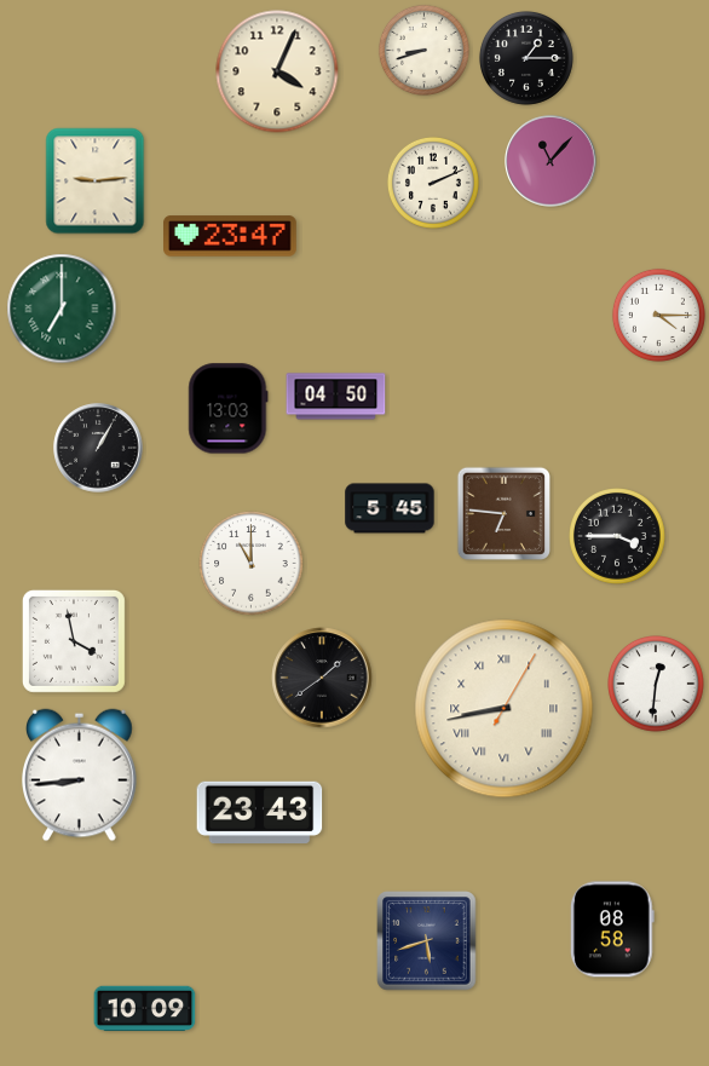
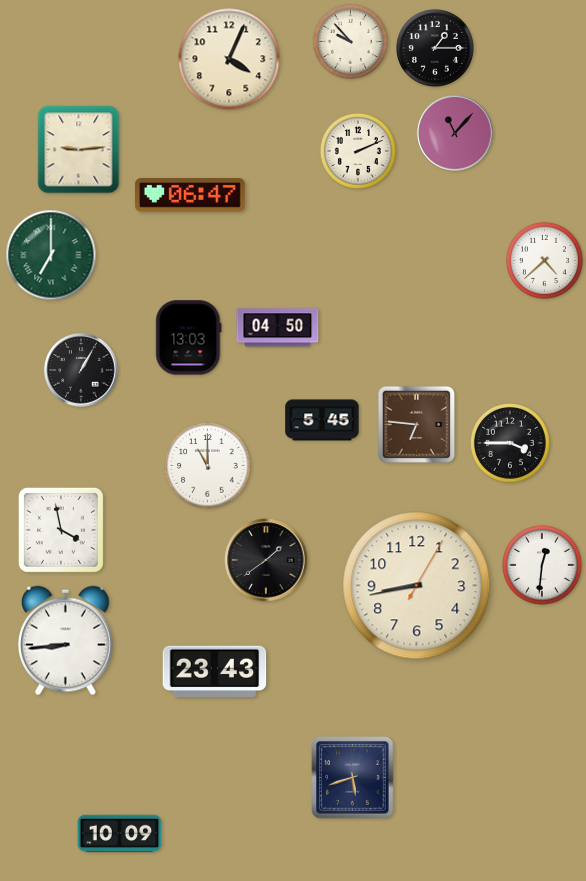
clock at (423, 50): 8:42 -> 9:53
clock at (231, 236): 23:47 -> 06:47
clock at (658, 315): 4:15 -> 4:38
clock at (505, 709) numerals: Roman -> Arabic
clock at (612, 929): 08:58 -> none
